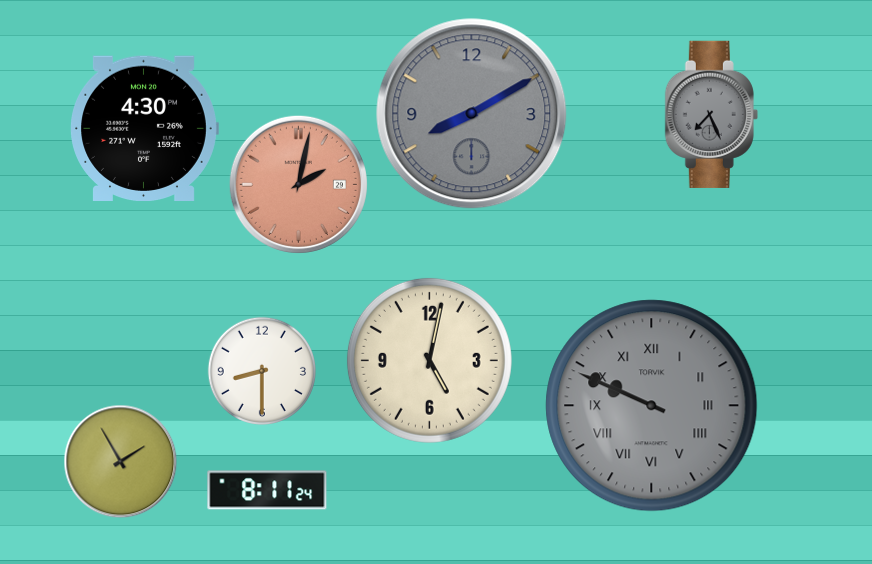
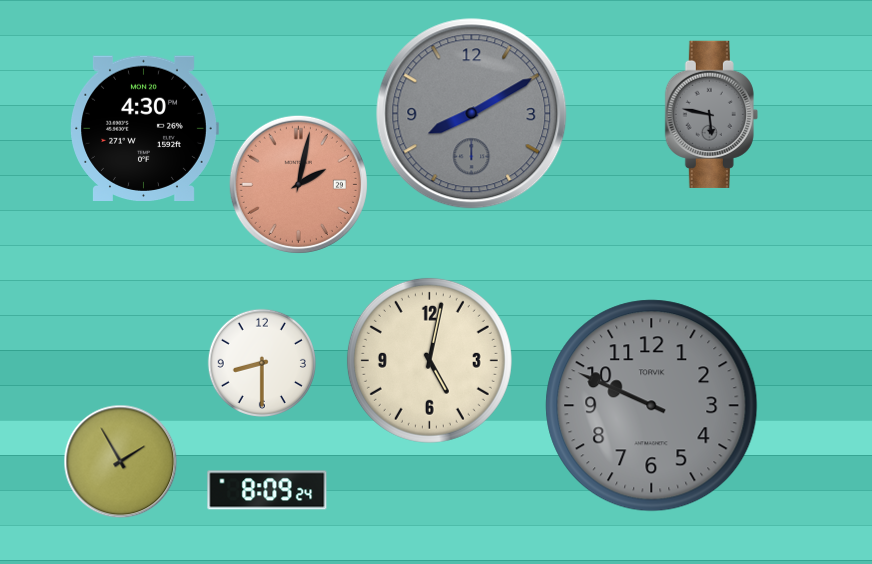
clock at (711, 114): 7:26 -> 5:47
clock at (262, 371) position: (262, 371) -> (262, 363)
clock at (652, 406) numerals: Roman -> Arabic
clock at (267, 490): 8:11 -> 8:09
